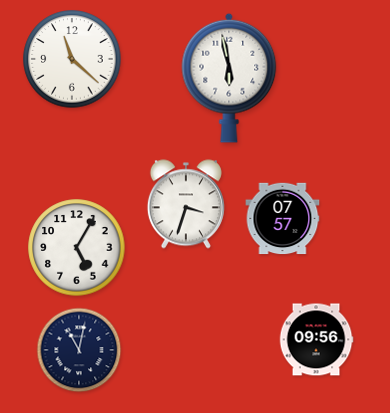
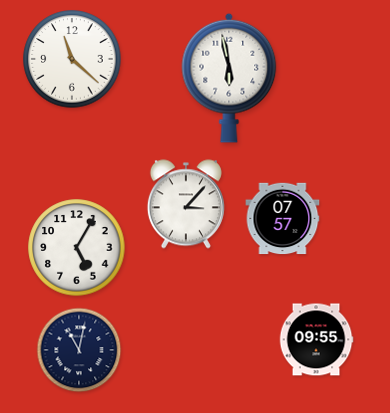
clock at (186, 204): 3:33 -> 3:07
clock at (316, 340): 09:56 -> 09:55
